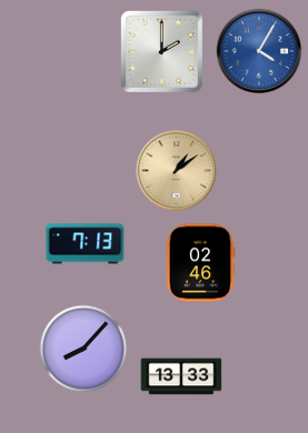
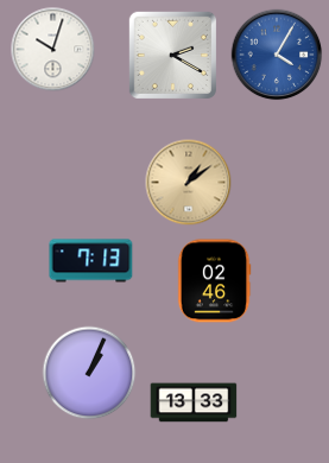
clock at (53, 50): none -> 10:03
clock at (161, 51): 2:00 -> 2:20
clock at (83, 349): 8:07 -> 1:04
